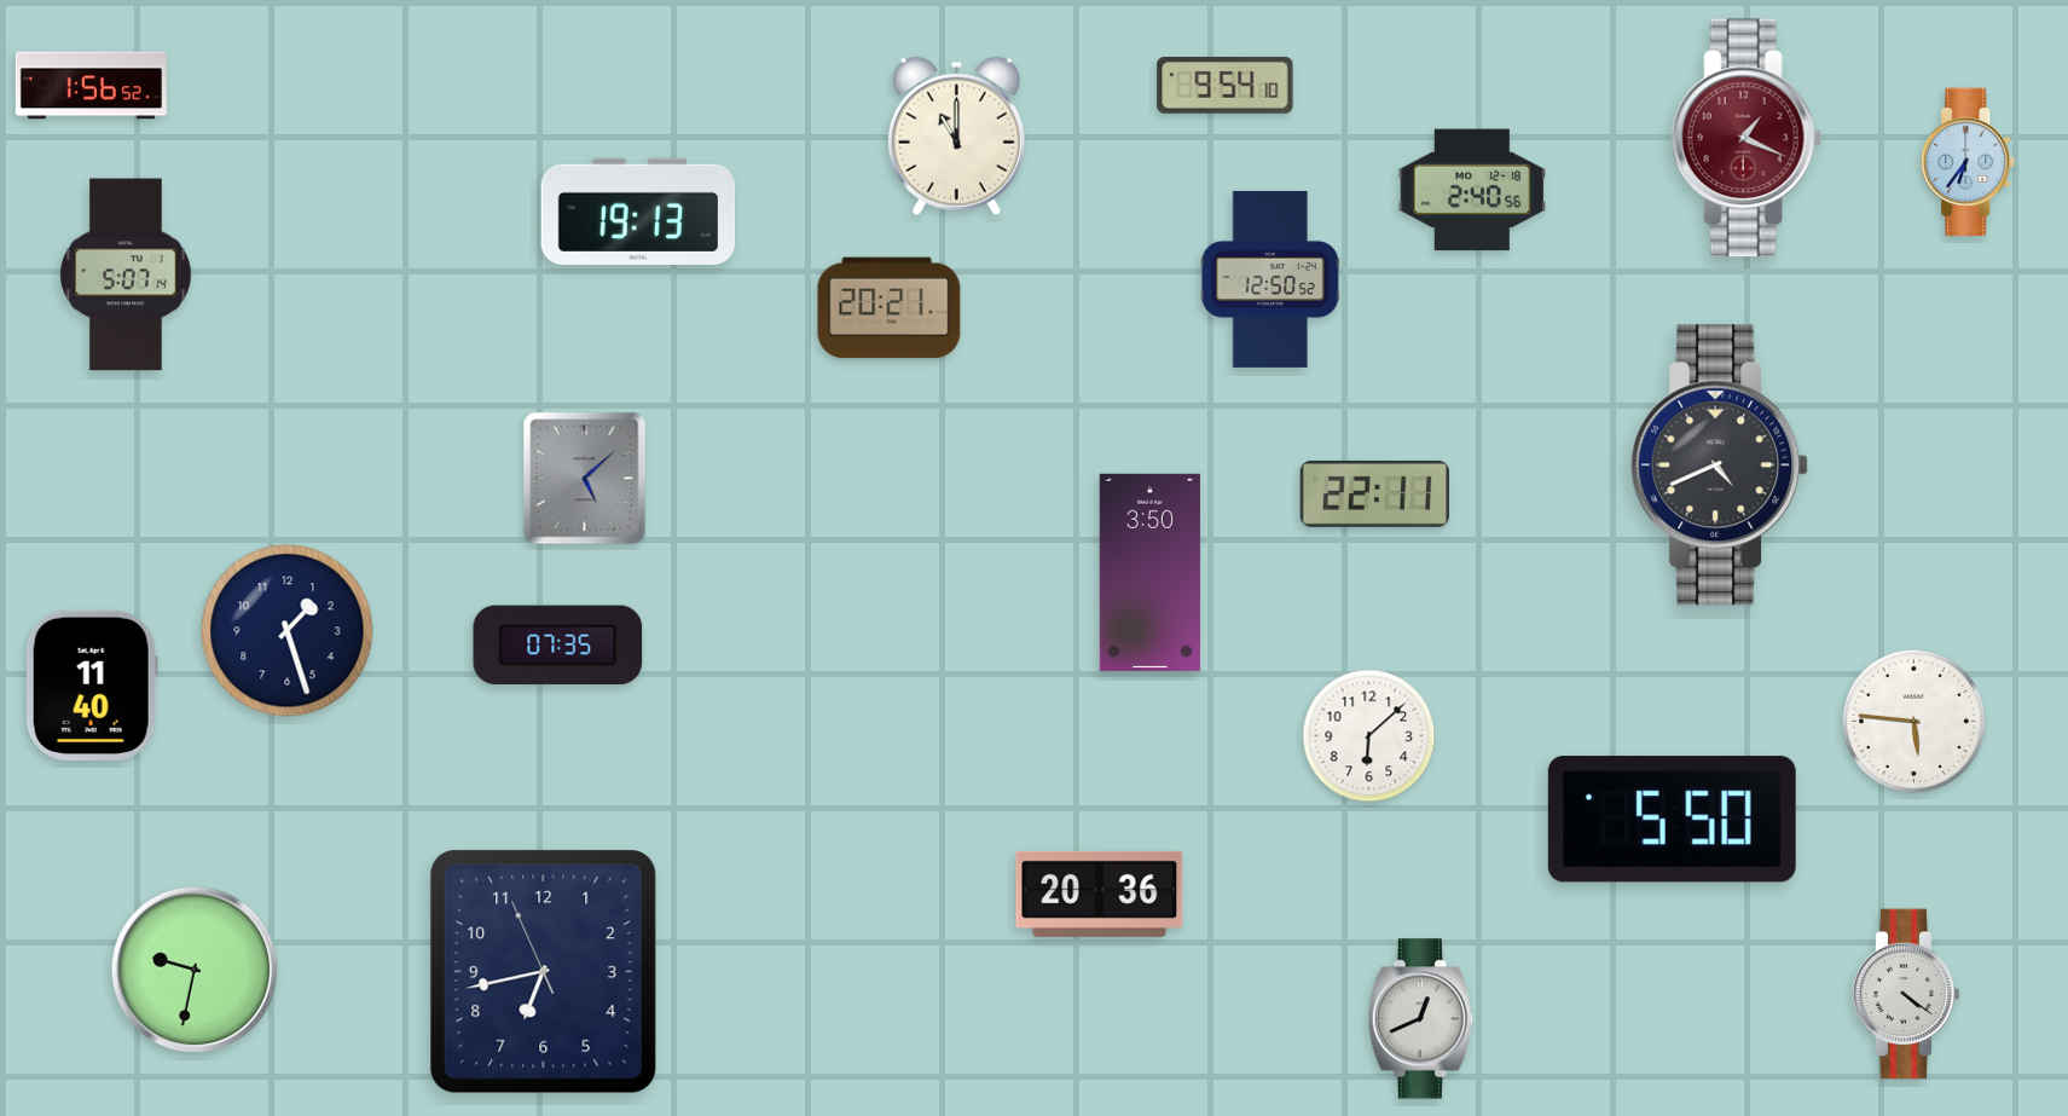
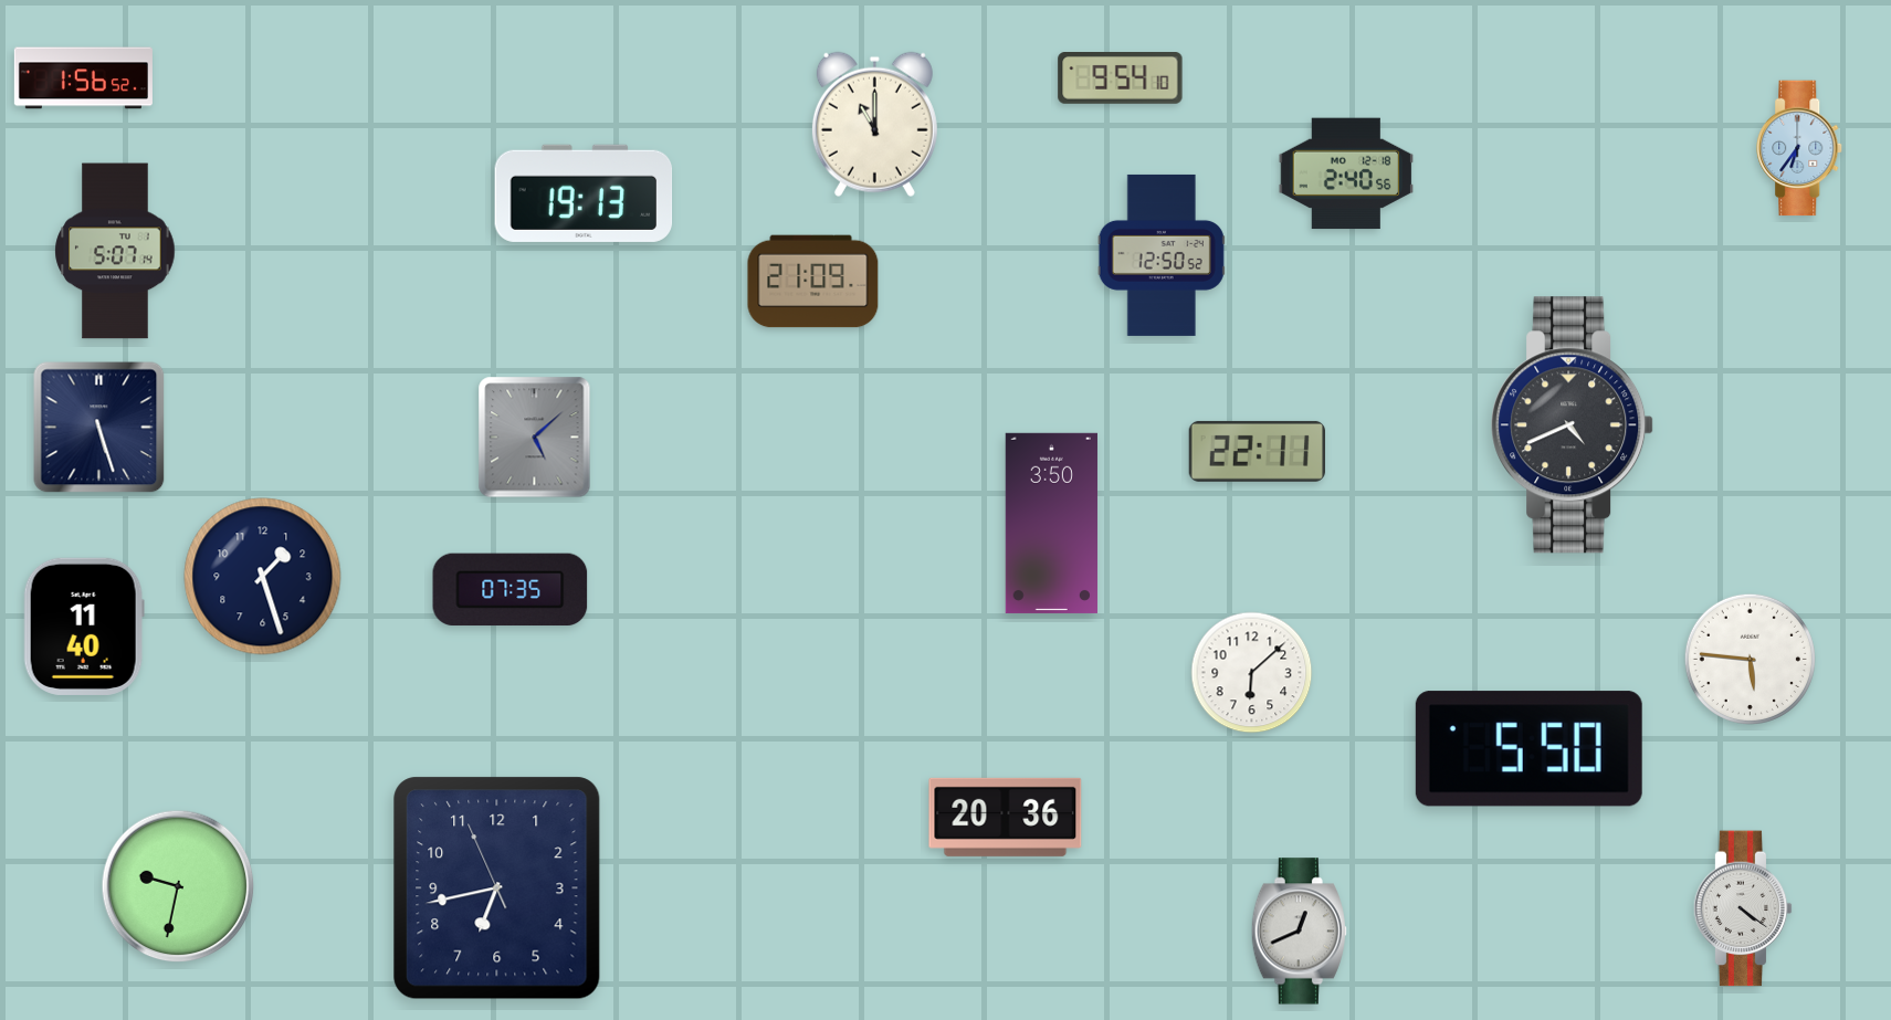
clock at (1746, 138): 1:19 -> none
clock at (890, 308): 20:21 -> 21:09
clock at (99, 428): none -> 5:27
